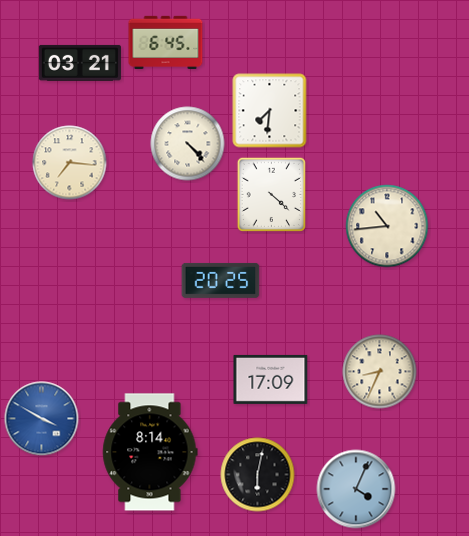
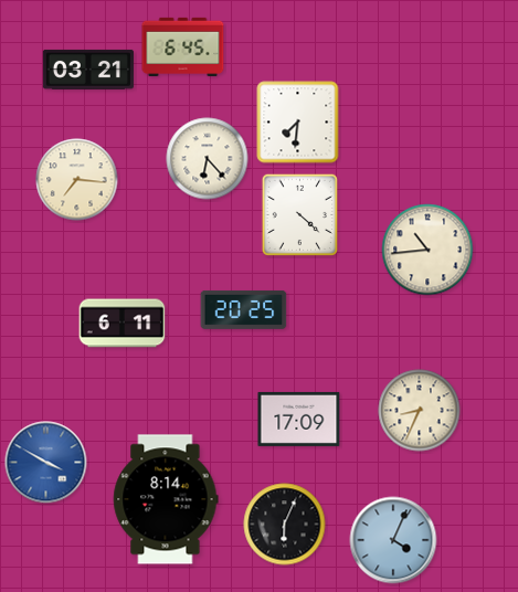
clock at (188, 144): 4:23 -> 6:23
clock at (123, 324): none -> 6:11
clock at (258, 475): 6:02 -> 6:04
